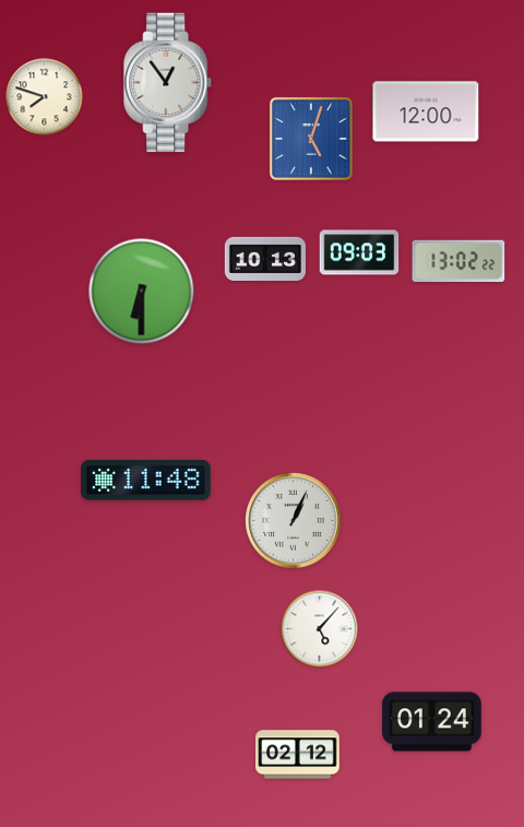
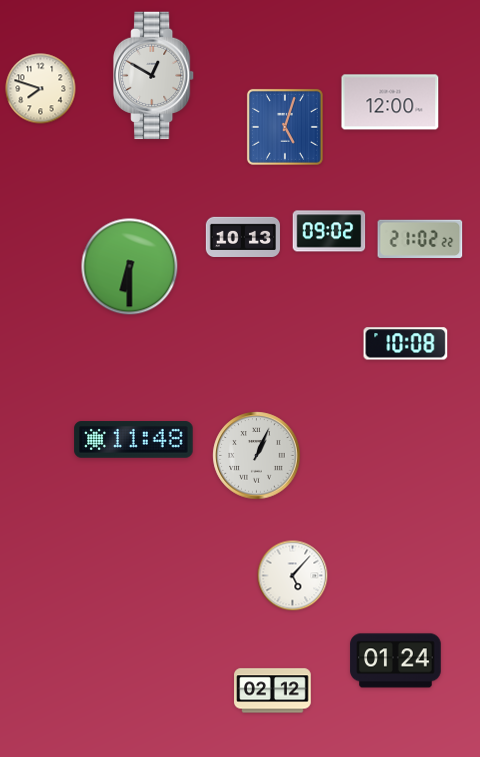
clock at (168, 83): 12:54 -> 12:50
clock at (359, 252): 09:03 -> 09:02
clock at (458, 260): 13:02 -> 21:02
clock at (406, 344): none -> 10:08
clock at (294, 521) position: (294, 521) -> (257, 456)
